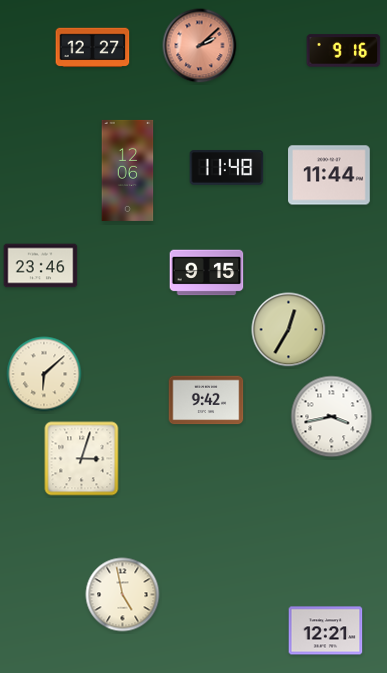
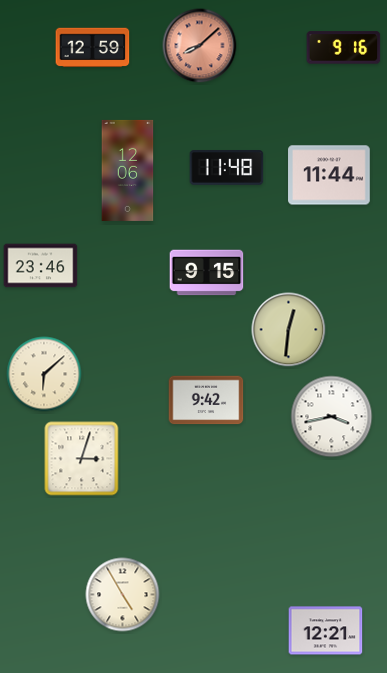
clock at (200, 46): 2:08 -> 8:08
clock at (93, 48): 12:27 -> 12:59
clock at (344, 51) position: (344, 51) -> (344, 48)
clock at (289, 330): 12:35 -> 12:31
clock at (123, 595): 4:58 -> 4:55
